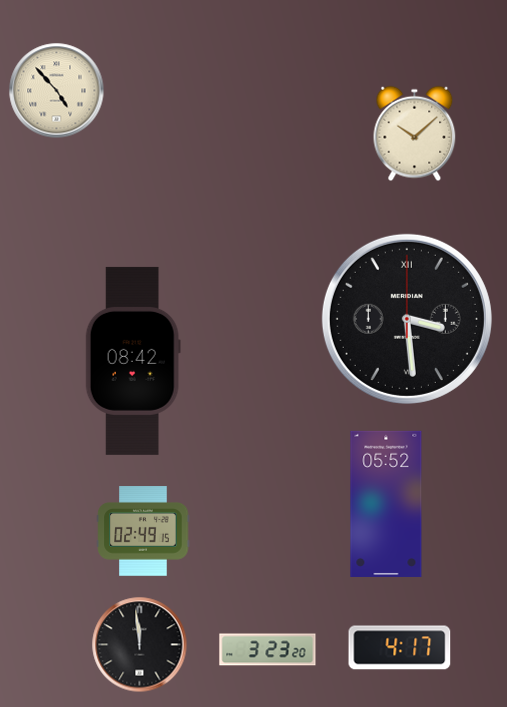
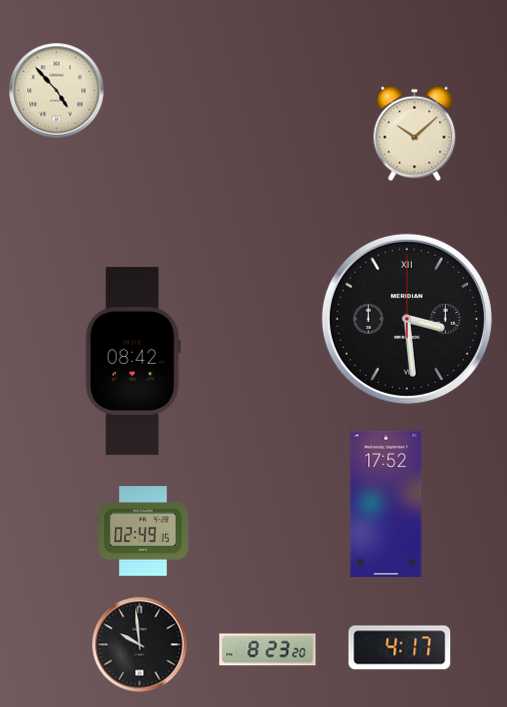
clock at (386, 504): 05:52 -> 17:52
clock at (140, 645): 11:59 -> 9:59
clock at (268, 650): 3:23 -> 8:23
